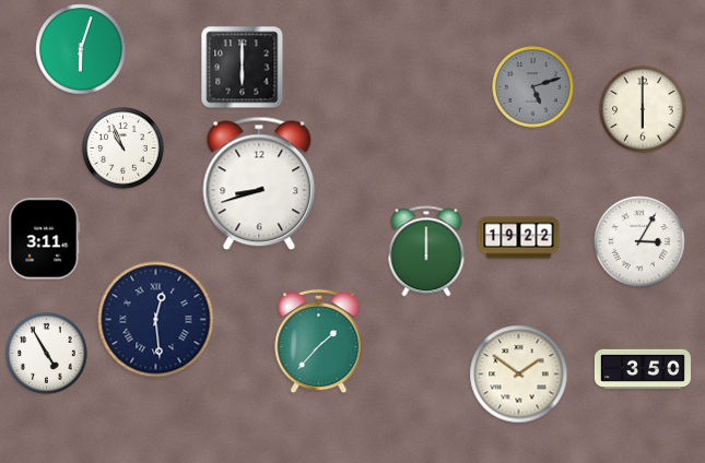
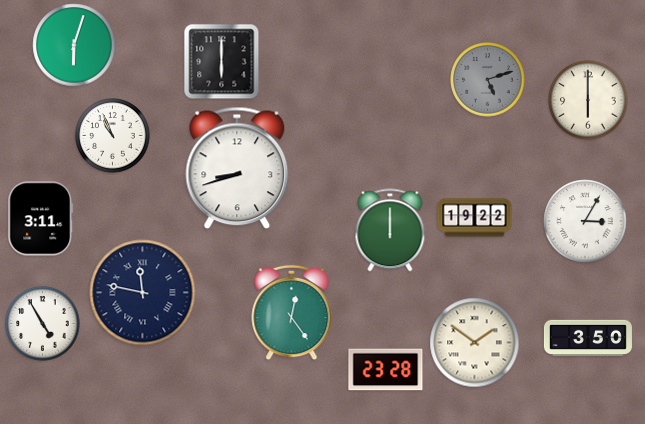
clock at (156, 320): 12:29 -> 11:47
clock at (319, 342): 1:37 -> 12:24
clock at (386, 370): none -> 23:28
